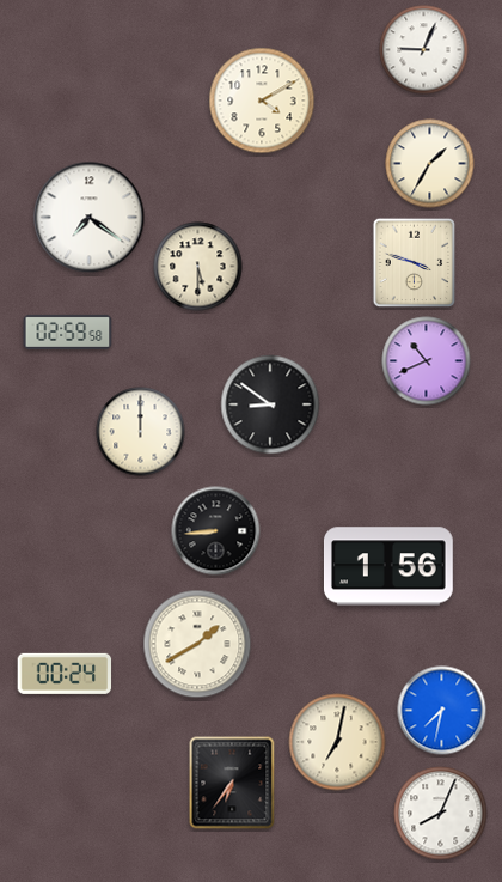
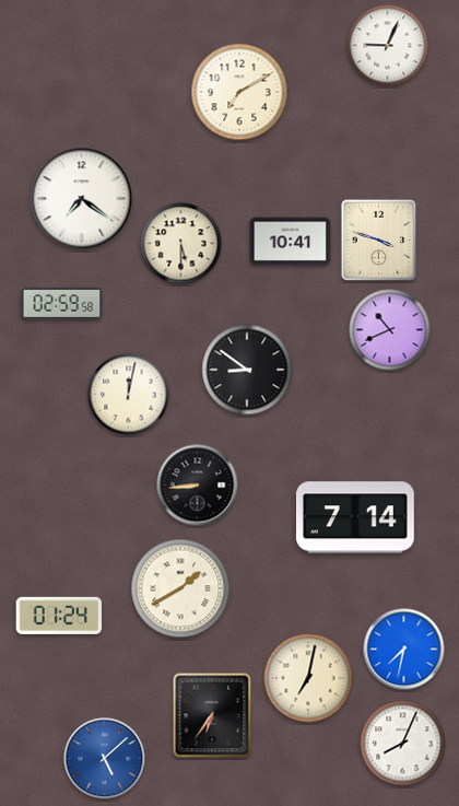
clock at (262, 101): 4:10 -> 7:10
clock at (430, 164): 1:35 -> none
clock at (291, 242): none -> 10:41
clock at (141, 432): 12:00 -> 12:02
clock at (388, 566): 1:56 -> 7:14
clock at (65, 674): 00:24 -> 01:24
clock at (105, 759): none -> 5:08
